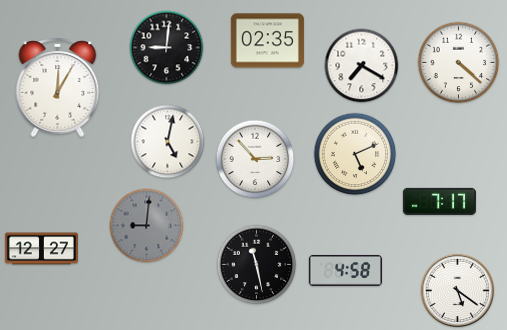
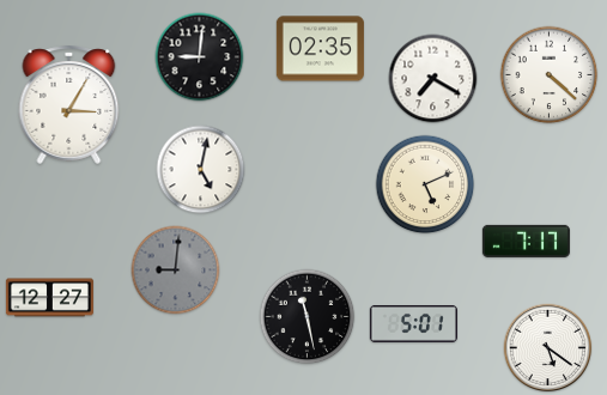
clock at (58, 87): 12:05 -> 3:05
clock at (255, 159): 2:53 -> none
clock at (345, 270): 4:58 -> 5:01
